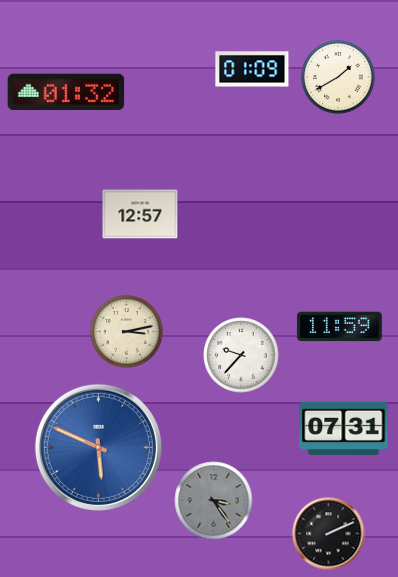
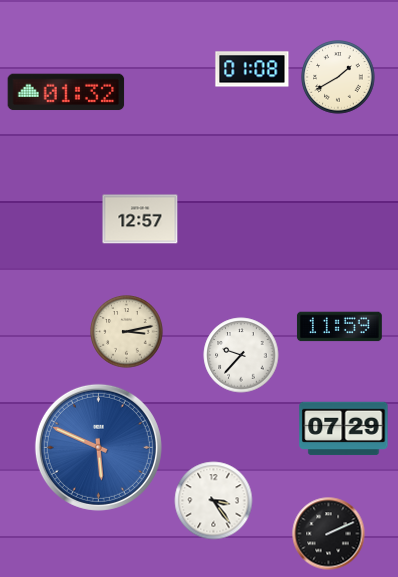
clock at (252, 69): 01:09 -> 01:08
clock at (140, 214) position: (140, 214) -> (140, 219)
clock at (344, 429): 07:31 -> 07:29
clock at (214, 501) dial: grey -> white
